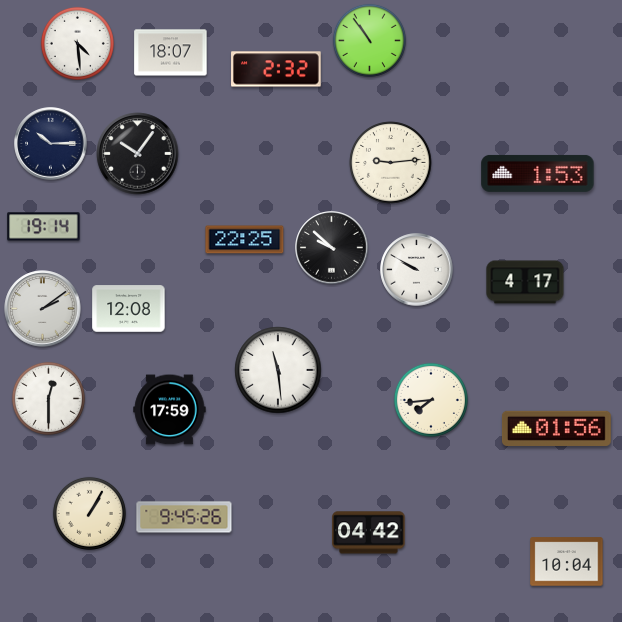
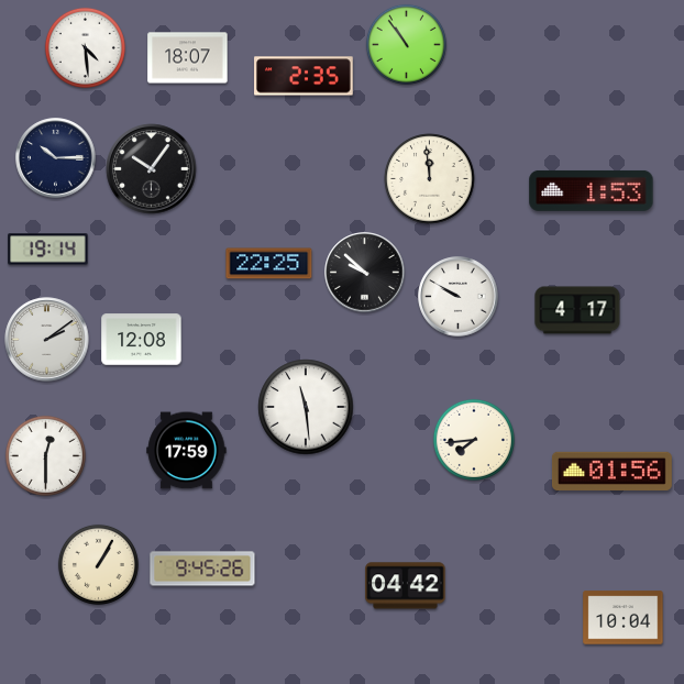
clock at (276, 69): 2:32 -> 2:35
clock at (391, 163): 9:14 -> 11:59
clock at (48, 398) position: (48, 398) -> (45, 455)
